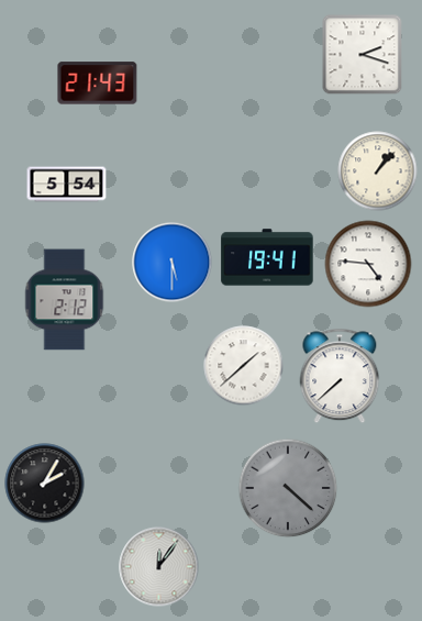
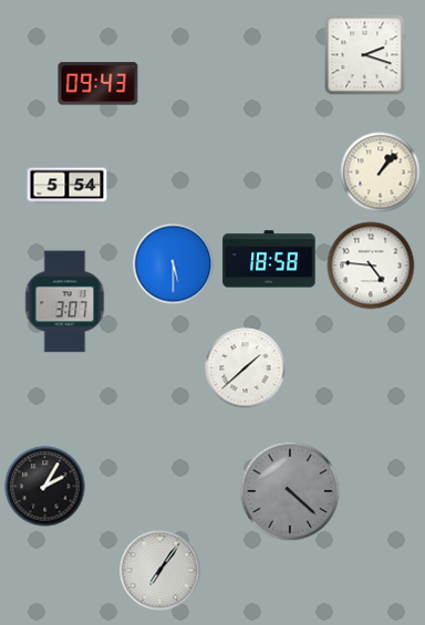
clock at (98, 84): 21:43 -> 09:43
clock at (267, 257): 19:41 -> 18:58
clock at (65, 300): 2:12 -> 3:07
clock at (340, 376): 7:38 -> none
clock at (159, 567): 12:06 -> 7:06
